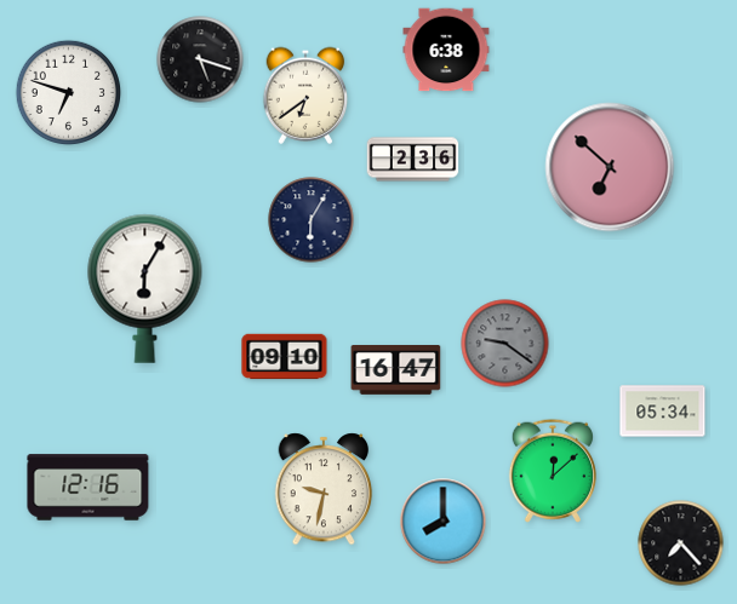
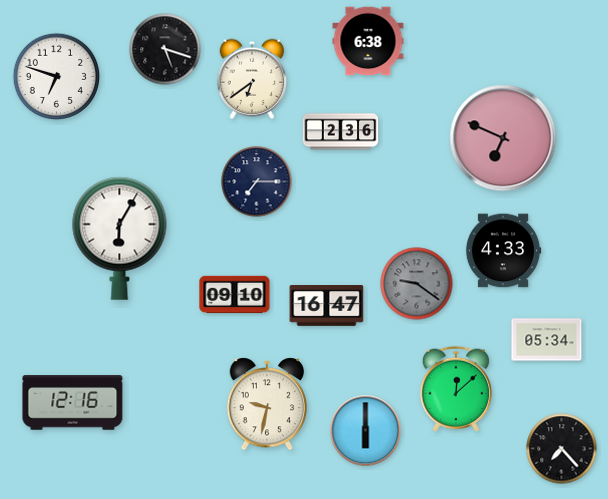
clock at (610, 167): 6:52 -> 6:49
clock at (312, 220): 6:05 -> 7:15
clock at (503, 251): none -> 4:33
clock at (444, 522): 8:00 -> 6:00
